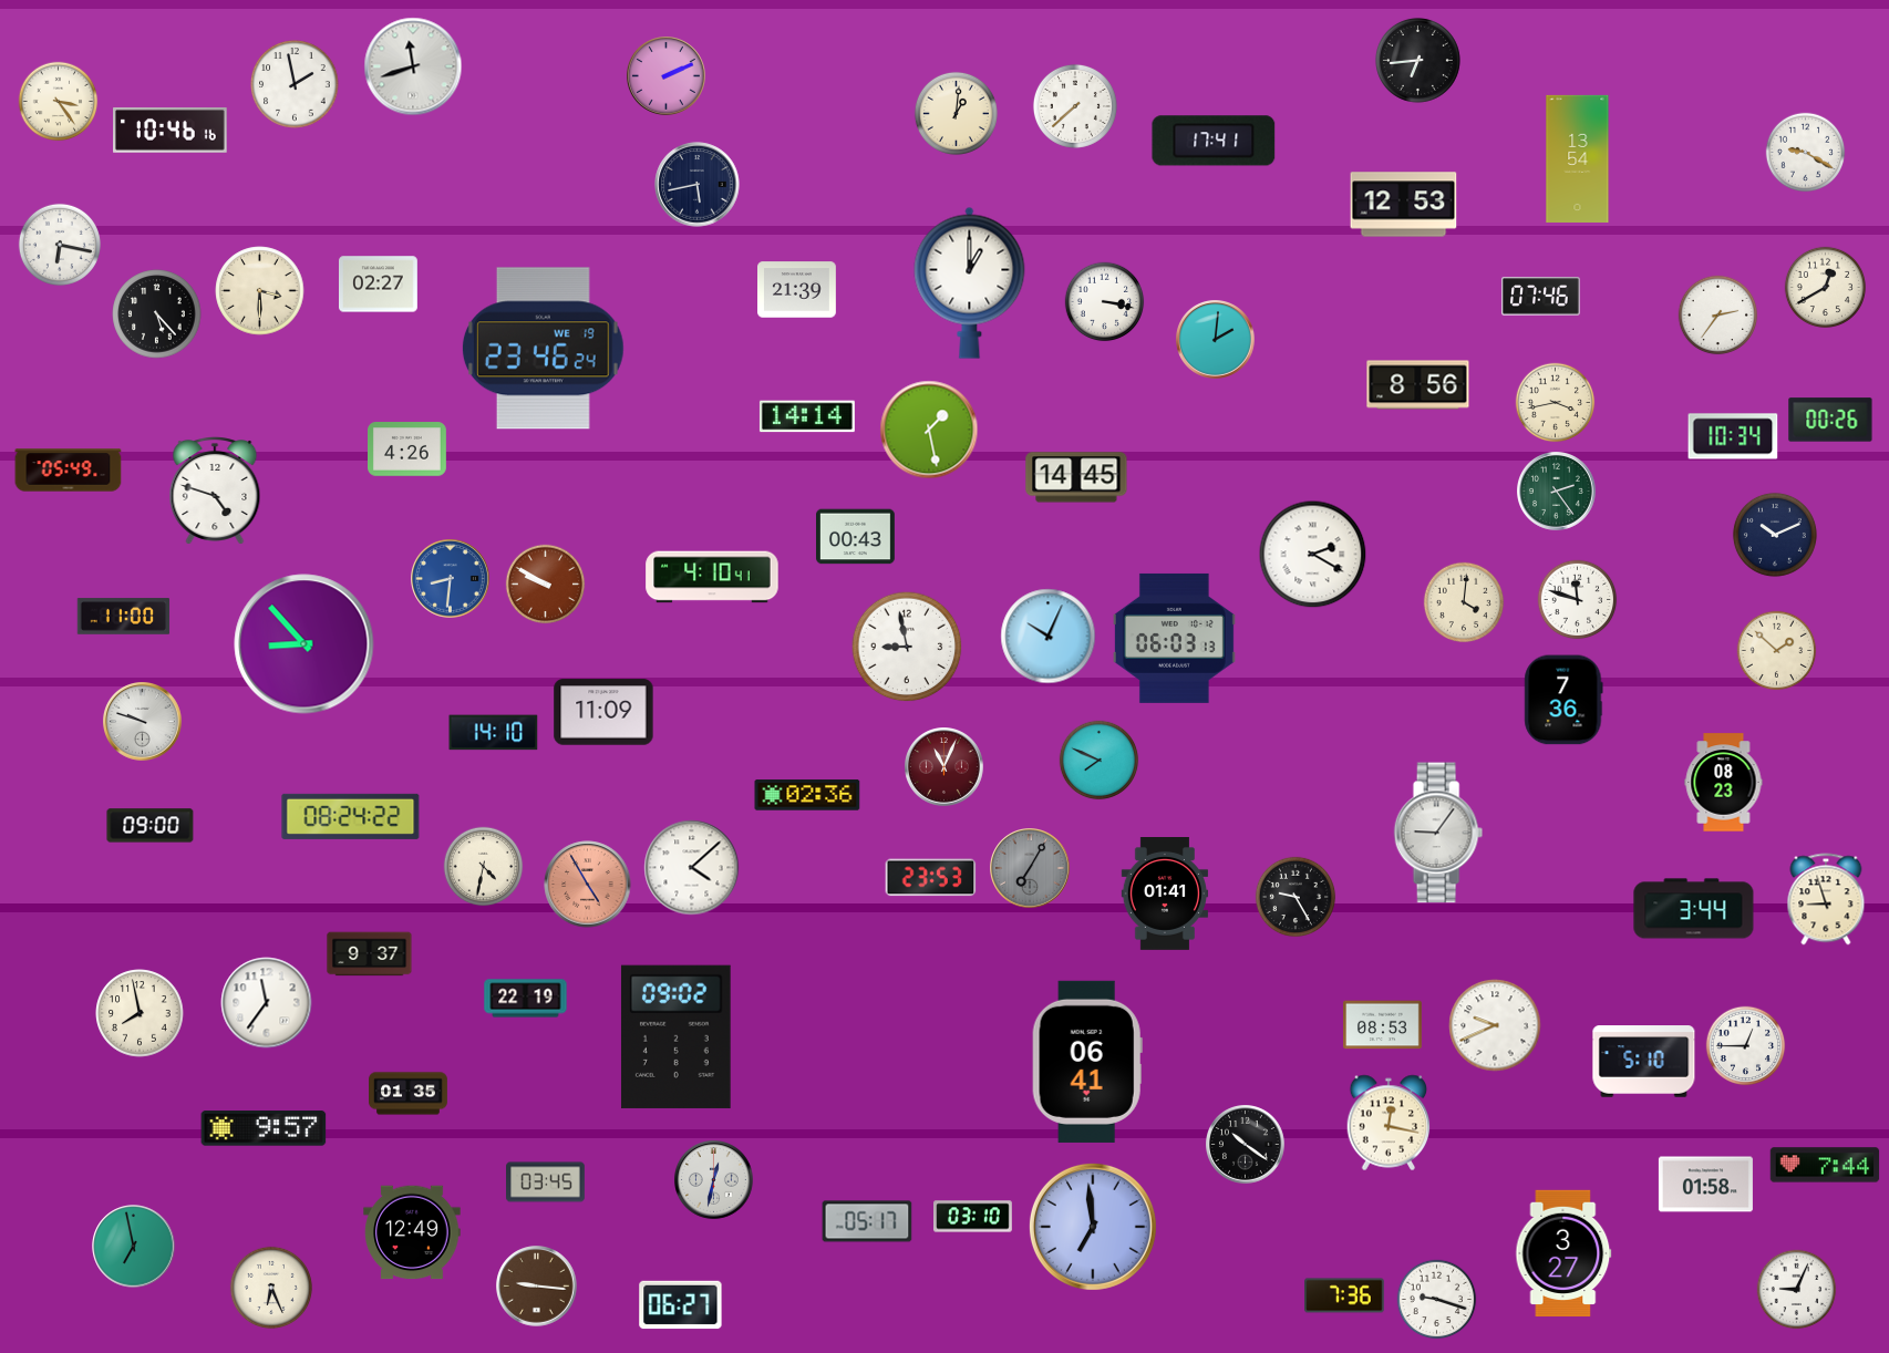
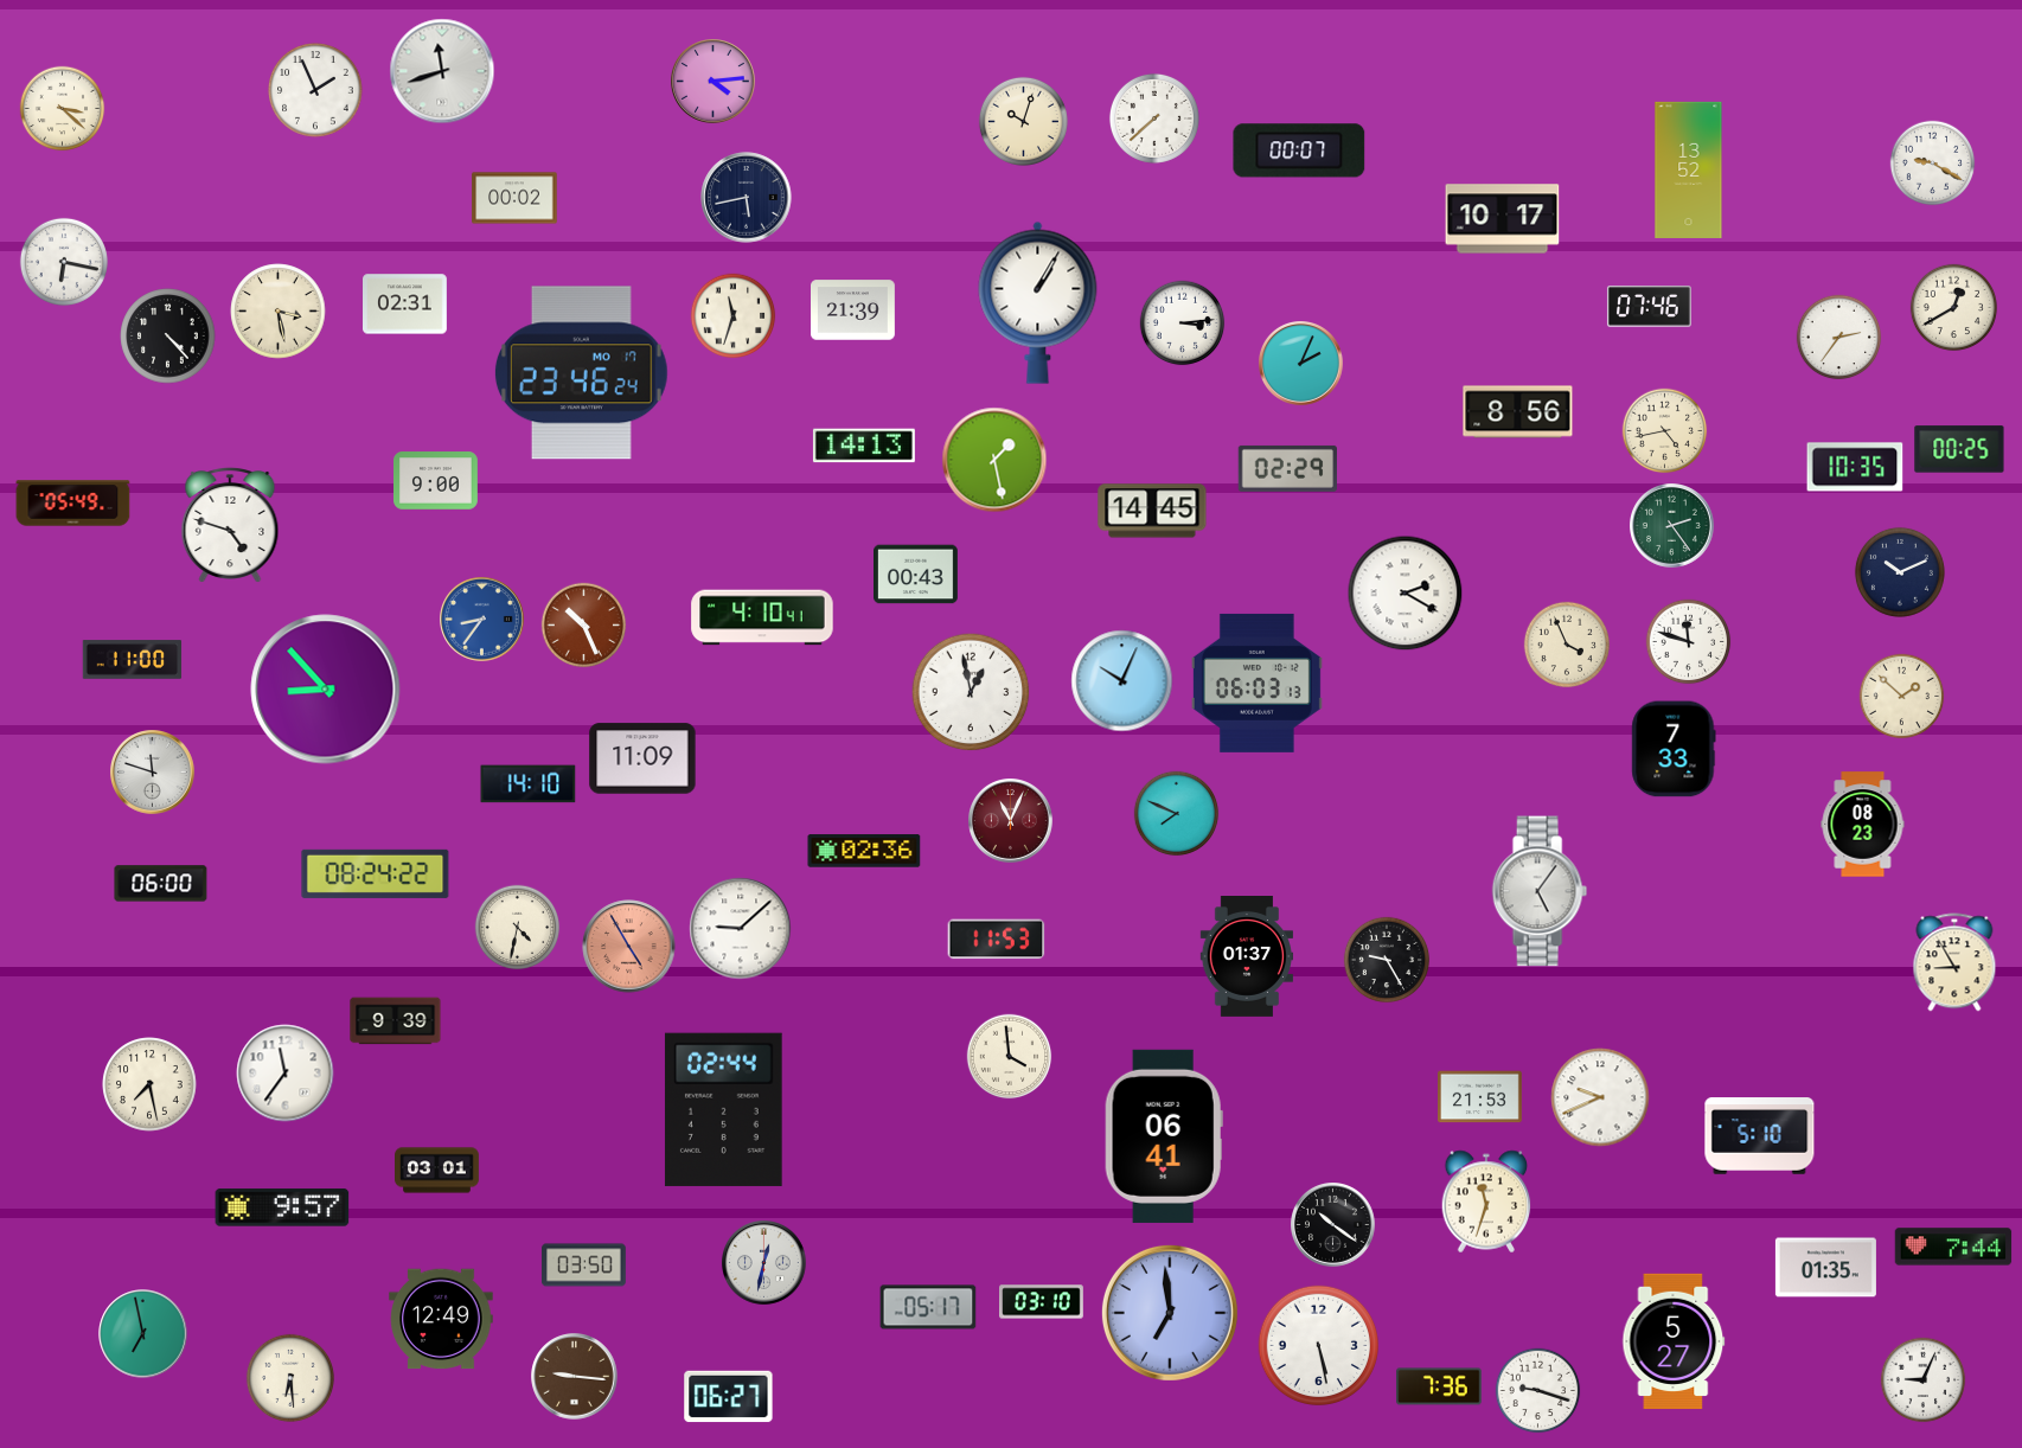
clock at (1417, 60): 6:44 -> none
clock at (667, 76): 2:11 -> 4:14
clock at (295, 84): 1:58 -> 1:56
clock at (59, 102): 3:24 -> 3:22
clock at (1075, 106) position: (1075, 106) -> (1154, 118)
clock at (956, 113): 1:01 -> 10:03
clock at (171, 130): 10:46 -> none
clock at (1214, 141): 17:41 -> 00:07
clock at (1578, 158): 13:54 -> 13:52
clock at (514, 198): none -> 00:02
clock at (1404, 205): 12:53 -> 10:17
clock at (970, 282): 1:00 -> 1:05
clock at (379, 285): 02:27 -> 02:31
clock at (260, 291): 3:30 -> 3:28
clock at (734, 316): none -> 11:33
clock at (1540, 297) position: (1540, 297) -> (1649, 307)
clock at (1105, 302): 3:17 -> 3:14
clock at (157, 314): 5:23 -> 4:23
clock at (1216, 340): 2:01 -> 2:04
clock at (543, 349) date: WE 19 -> MO 17
clock at (1556, 403): 3:43 -> 4:43
clock at (807, 416): 14:14 -> 14:13
clock at (1830, 420): 00:26 -> 00:25
clock at (1733, 436): 10:34 -> 10:35
clock at (1287, 468): none -> 02:29
clock at (407, 450): 4:26 -> 9:00
clock at (1557, 492) position: (1557, 492) -> (1672, 526)
clock at (451, 579): 8:31 -> 8:36
clock at (546, 585): 9:50 -> 10:26
clock at (1464, 602): 4:01 -> 3:56
clock at (907, 647): 8:58 -> 12:58
clock at (1563, 700): 7:36 -> 7:33
clock at (603, 712) position: (603, 712) -> (642, 758)
clock at (143, 722): 9:48 -> 11:48
clock at (1724, 783) position: (1724, 783) -> (1863, 825)
clock at (151, 826): 09:00 -> 06:00
clock at (1438, 833): 9:06 -> 5:06
clock at (692, 868): 4:08 -> 9:08
clock at (1031, 869): 7:05 -> none
clock at (931, 878): 23:53 -> 11:53
clock at (1164, 895): 01:41 -> 01:37
clock at (1826, 899): 8:57 -> 8:55
clock at (1694, 909): 3:44 -> none
clock at (370, 954): 9:37 -> 9:39
clock at (1010, 1057): none -> 3:59
clock at (526, 999): 22:19 -> none
clock at (140, 1013): 7:58 -> 7:28
clock at (1383, 1025): 08:53 -> 21:53
clock at (675, 1036): 09:02 -> 02:44
clock at (1746, 1046): 12:45 -> none
clock at (409, 1094): 01:35 -> 03:01
clock at (1389, 1123): 12:17 -> 11:33
clock at (546, 1182): 03:45 -> 03:50
clock at (1705, 1185): 01:58 -> 01:35
clock at (1563, 1253): 3:27 -> 5:27
clock at (1318, 1345): none -> 5:28
clock at (271, 1288): 6:26 -> 6:29
